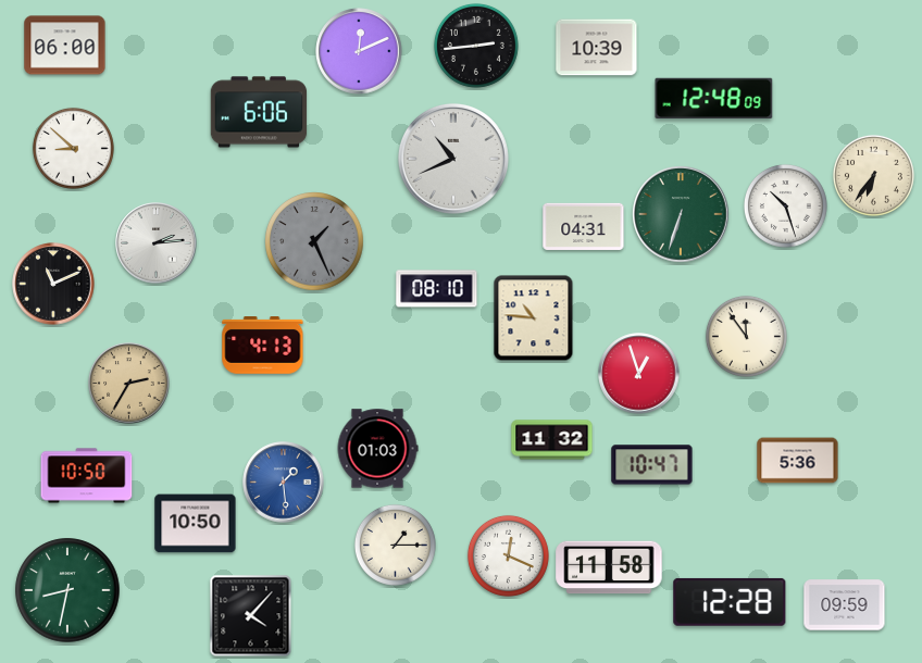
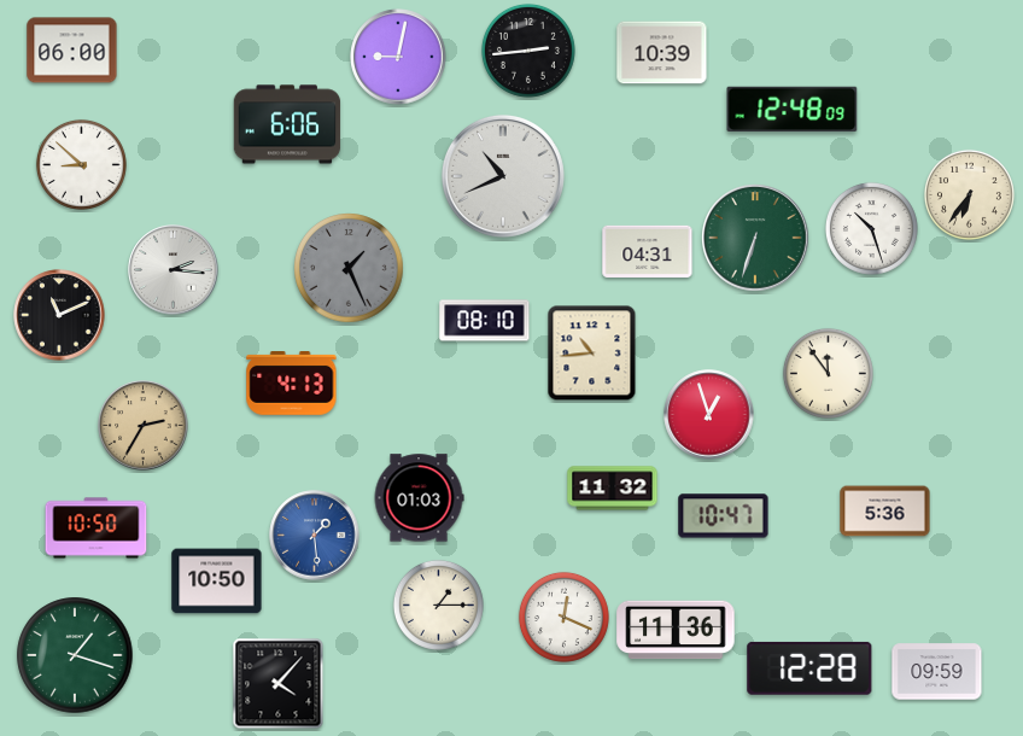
clock at (359, 51): 12:11 -> 9:02
clock at (157, 243): 2:14 -> 2:16
clock at (534, 318): 10:46 -> 10:44
clock at (609, 567): 11:58 -> 11:36
clock at (67, 590): 8:32 -> 1:18
